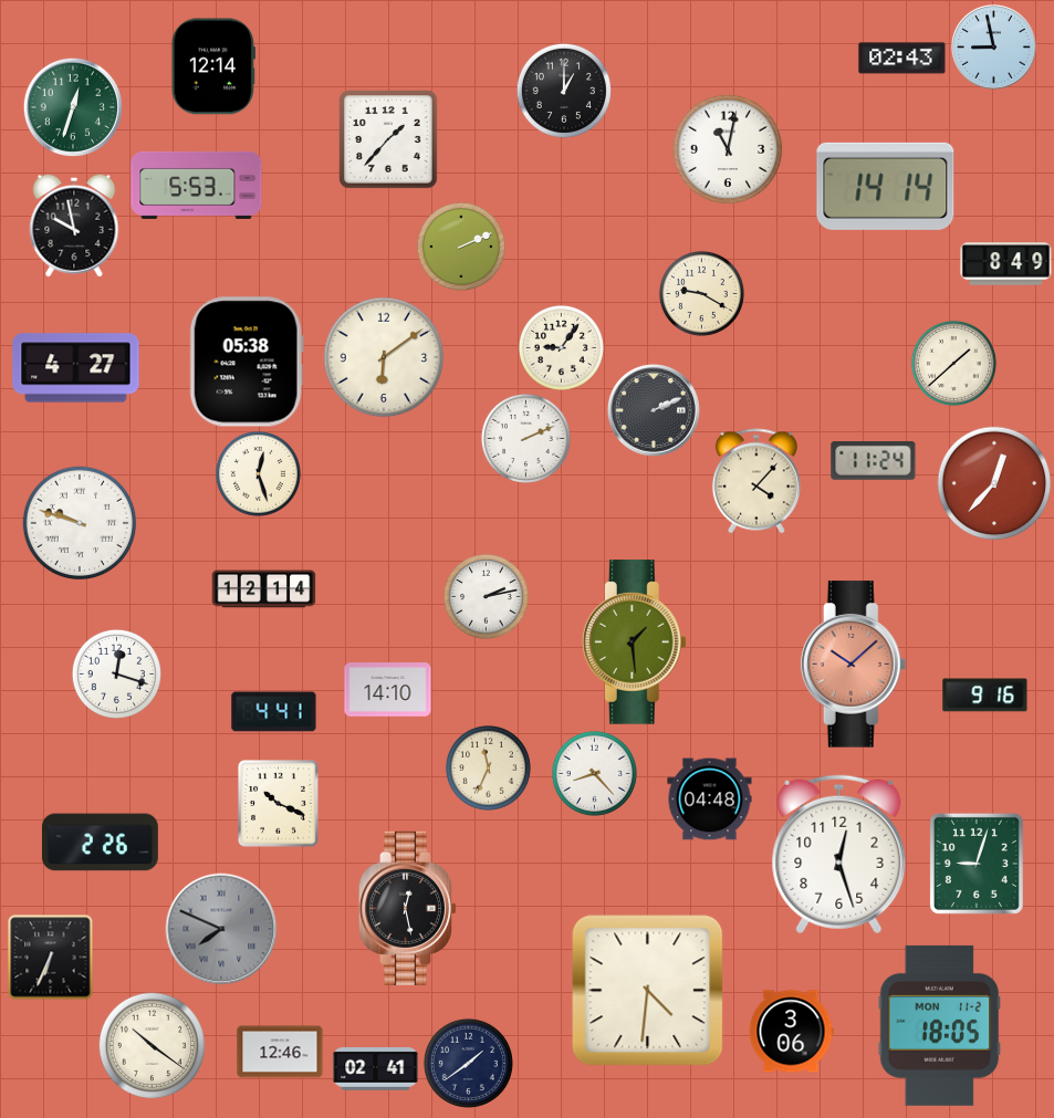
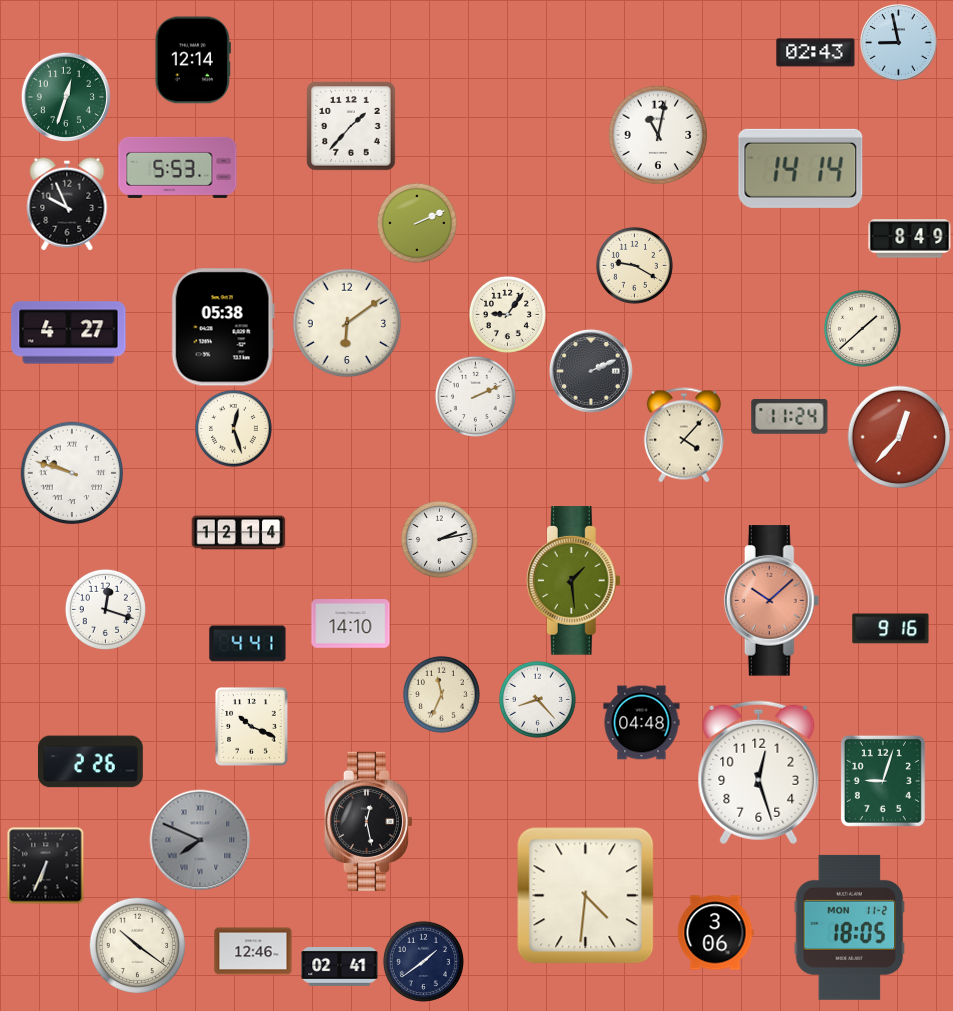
clock at (564, 91): 1:00 -> none
clock at (74, 226): 9:58 -> 9:56
